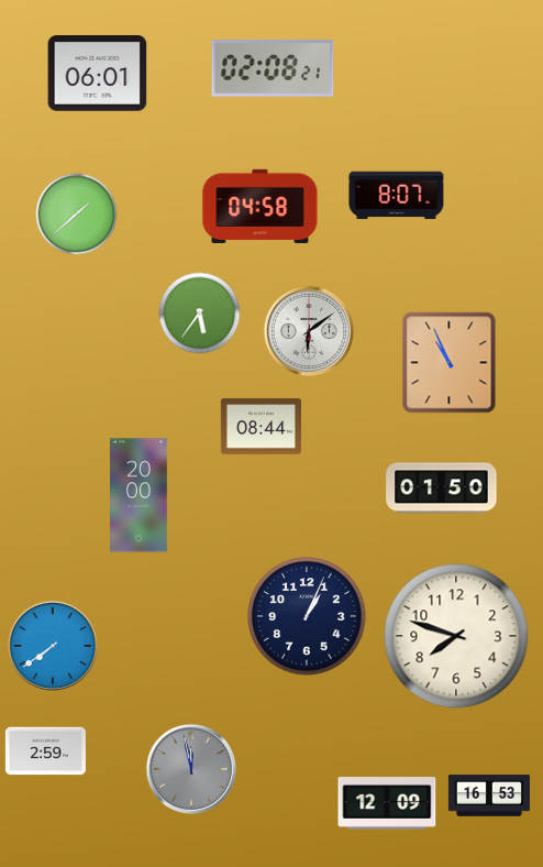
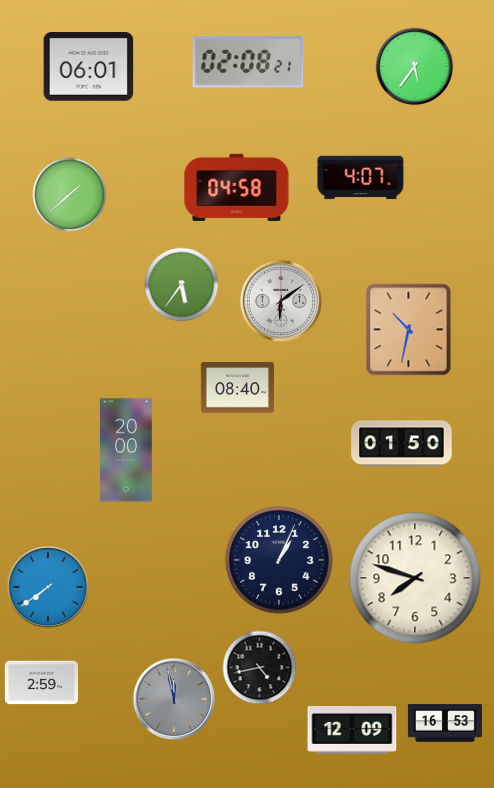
clock at (415, 67): none -> 5:36
clock at (397, 196): 8:07 -> 4:07
clock at (450, 363): 10:56 -> 10:32
clock at (261, 427): 08:44 -> 08:40
clock at (260, 668): none -> 4:43
